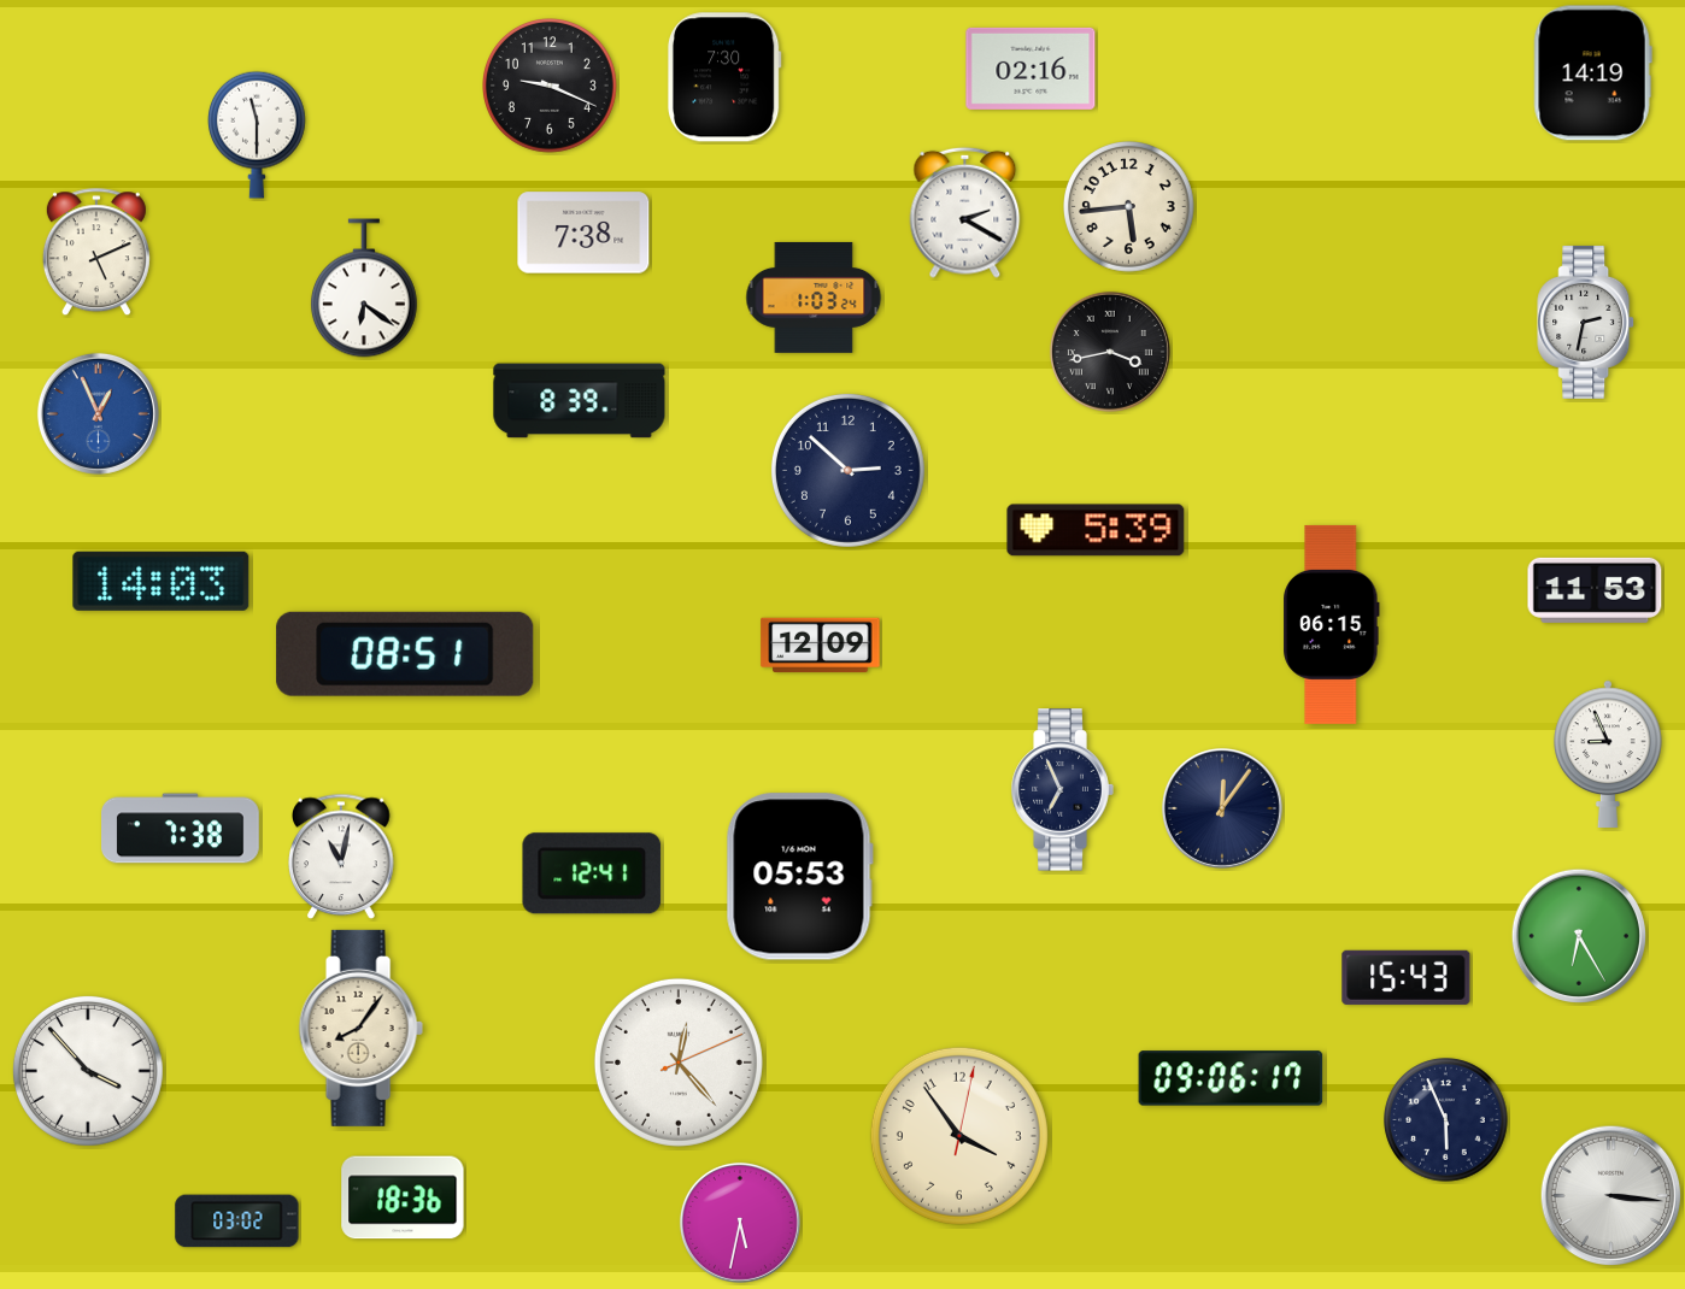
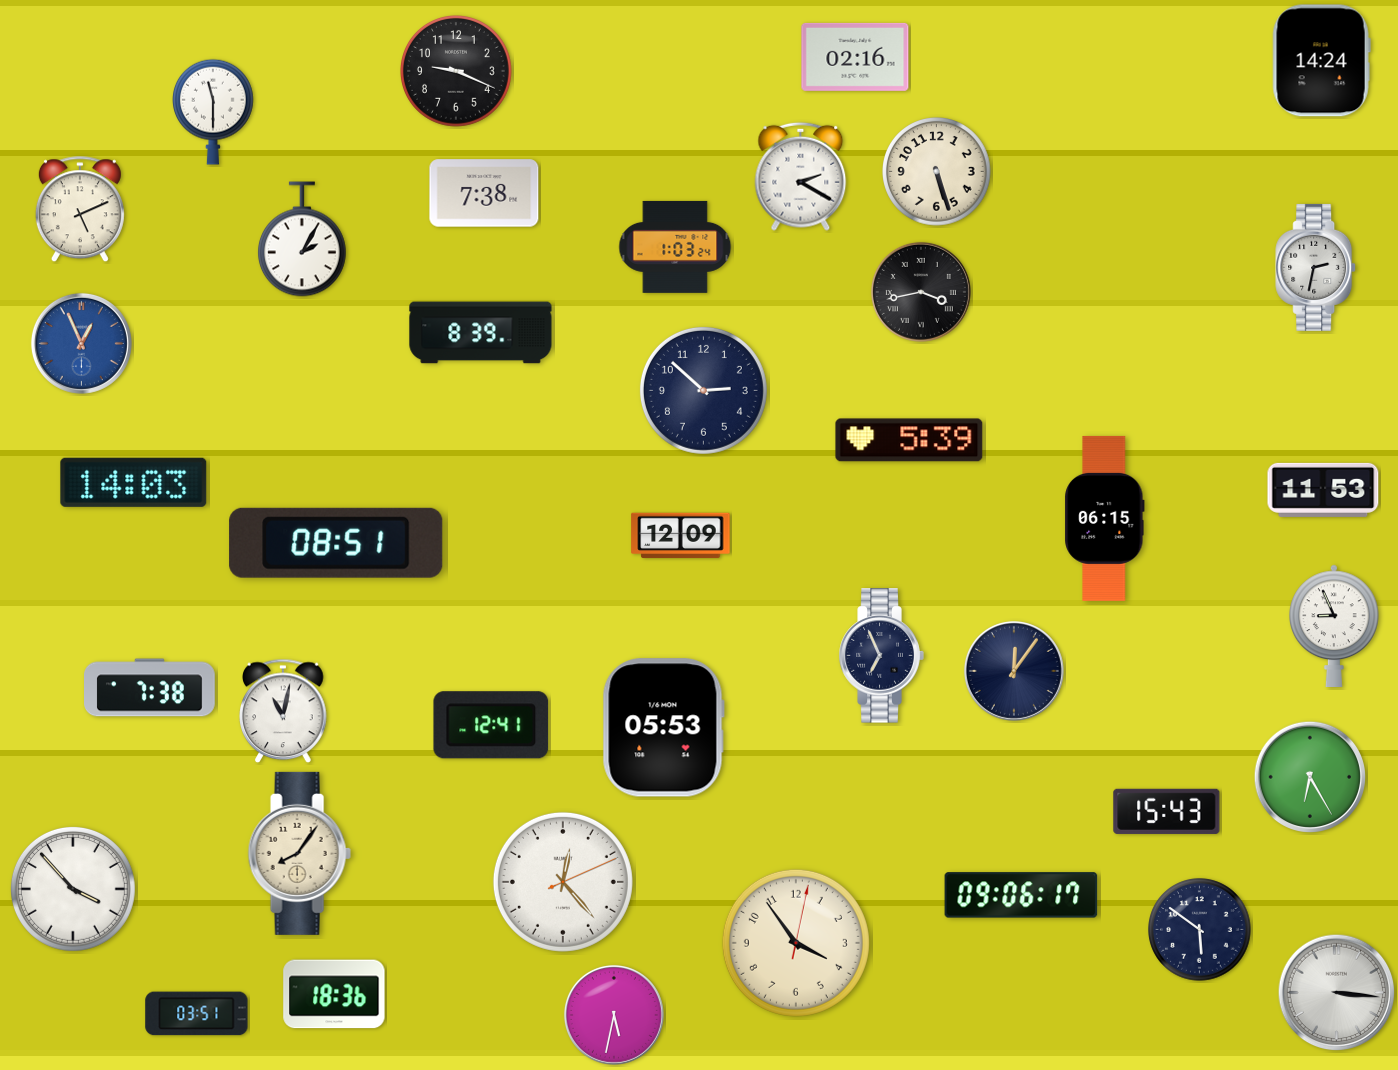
clock at (1592, 73): 14:19 -> 14:24
clock at (724, 77): 7:30 -> none
clock at (1129, 207): 5:44 -> 5:27
clock at (364, 288): 6:21 -> 2:05
clock at (1446, 1120): 5:56 -> 5:51
clock at (237, 1222): 03:02 -> 03:51
